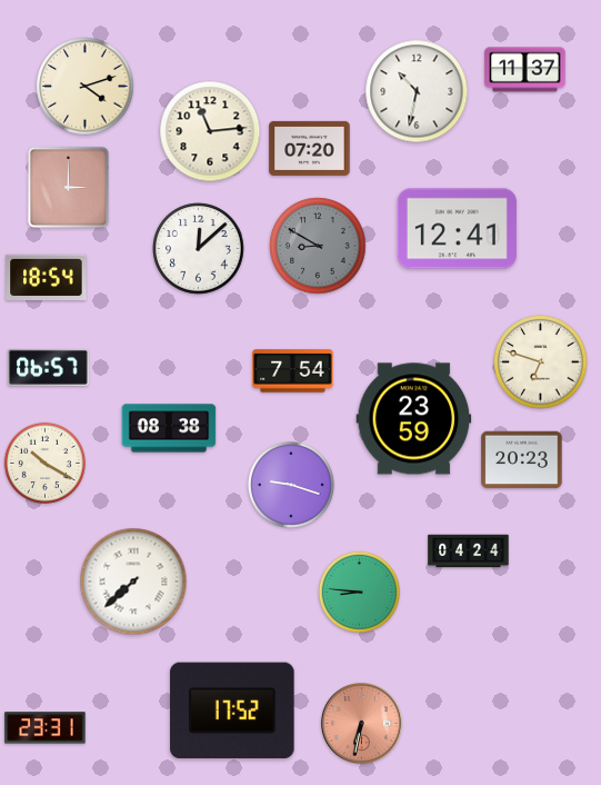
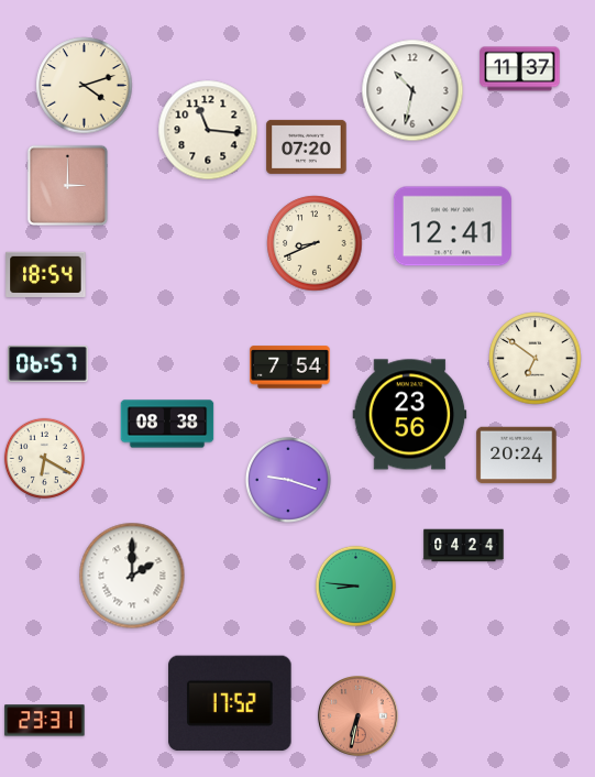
clock at (210, 131): 11:14 -> 11:16
clock at (318, 246): 8:50 -> 8:41
clock at (318, 246) dial: grey -> cream
clock at (199, 249): 12:08 -> none
clock at (541, 362): 6:48 -> 6:51
clock at (414, 419): 23:59 -> 23:56
clock at (522, 460): 20:23 -> 20:24
clock at (44, 463): 10:20 -> 6:20
clock at (133, 582): 7:38 -> 2:00
